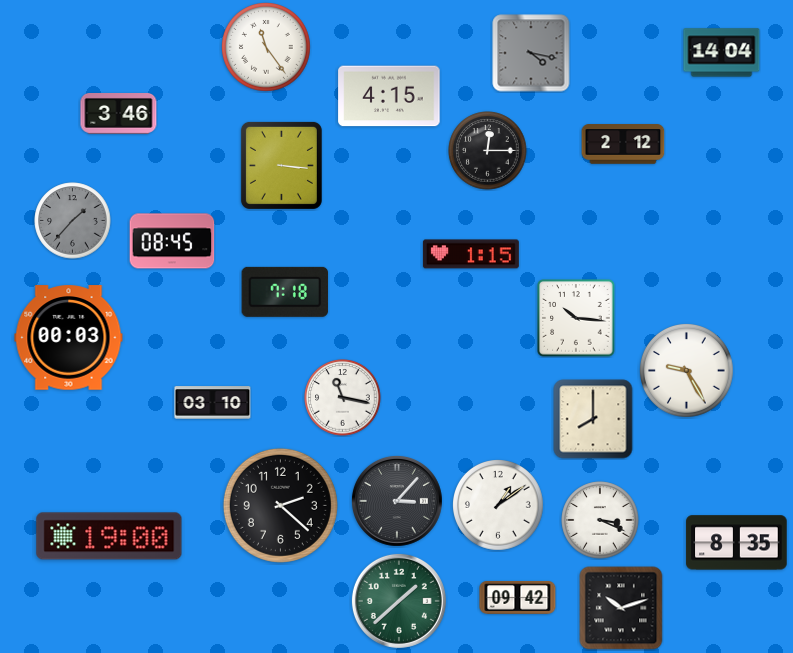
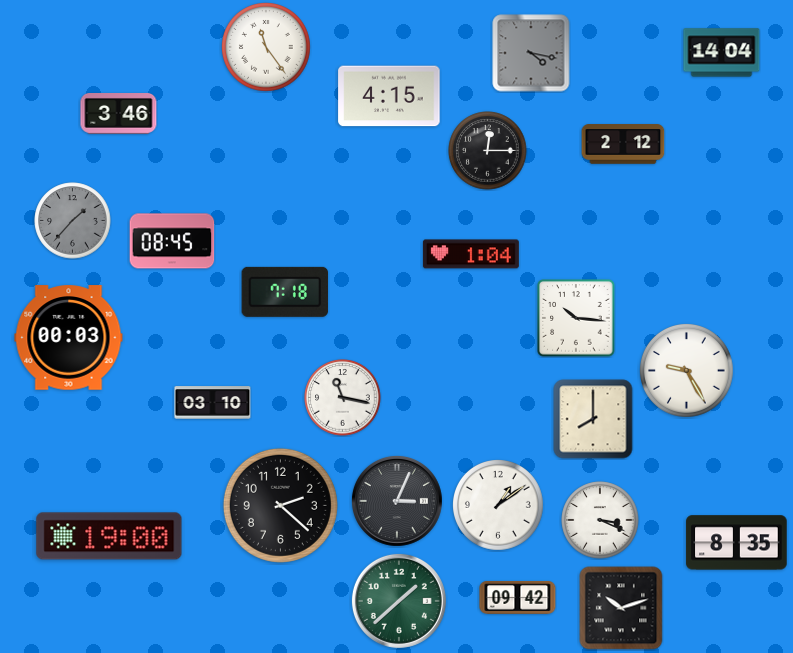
clock at (281, 165): 3:16 -> none
clock at (471, 254): 1:15 -> 1:04
clock at (397, 501): 3:07 -> 3:04
